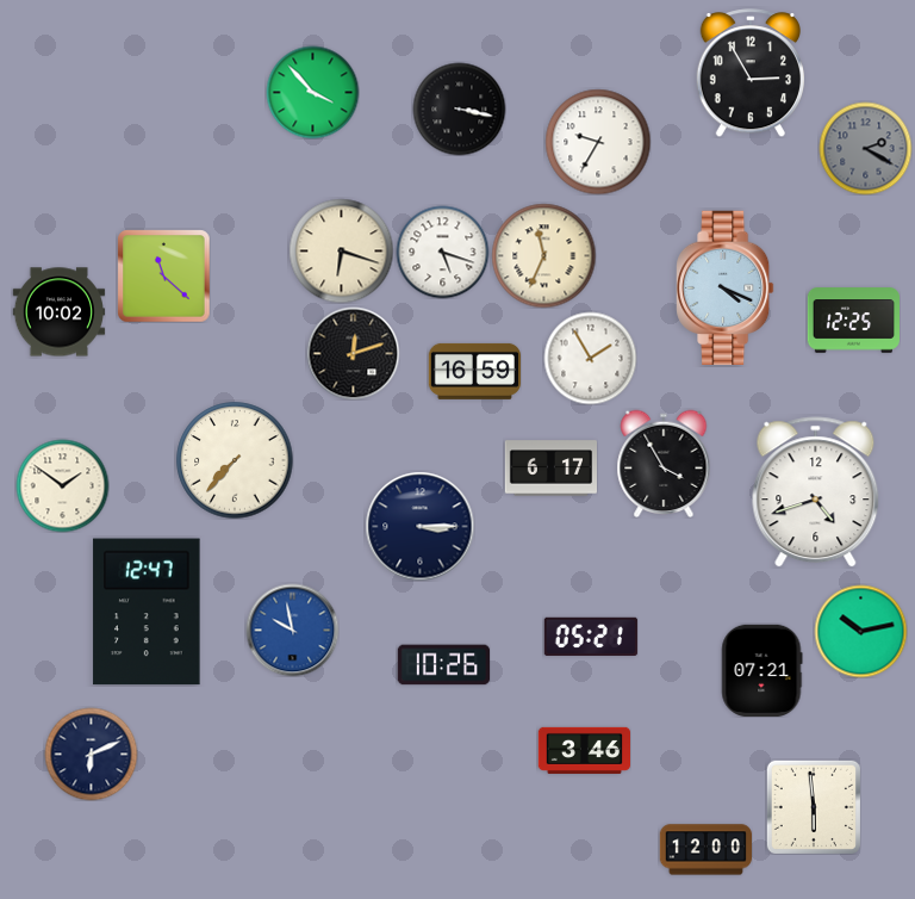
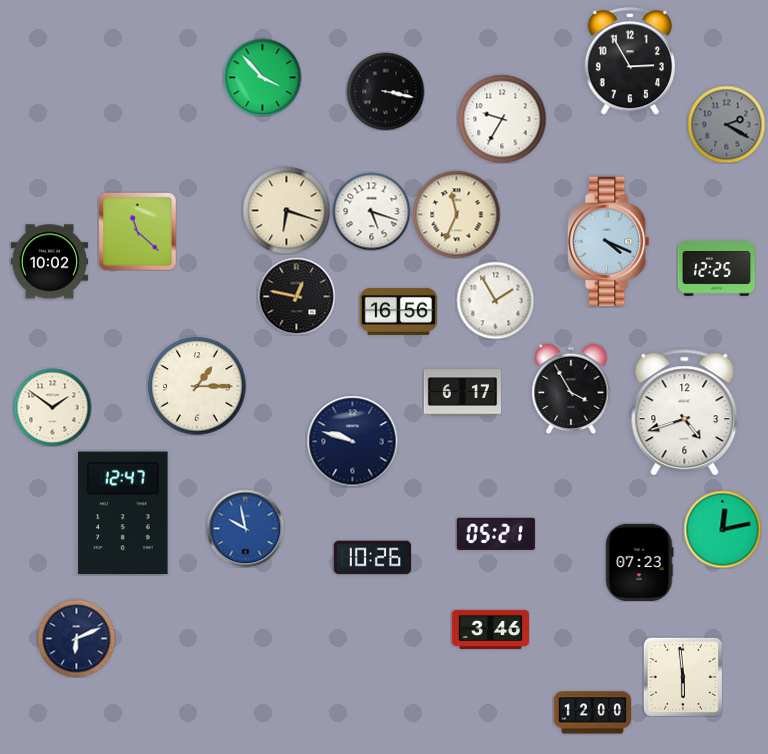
clock at (353, 353): 12:12 -> 12:47
clock at (474, 371): 16:59 -> 16:56
clock at (235, 460): 7:37 -> 1:15
clock at (664, 464) position: (664, 464) -> (571, 389)
clock at (419, 526): 3:15 -> 9:48
clock at (860, 631): 10:13 -> 12:13
clock at (761, 670): 07:21 -> 07:23
clock at (91, 754) position: (91, 754) -> (76, 638)
